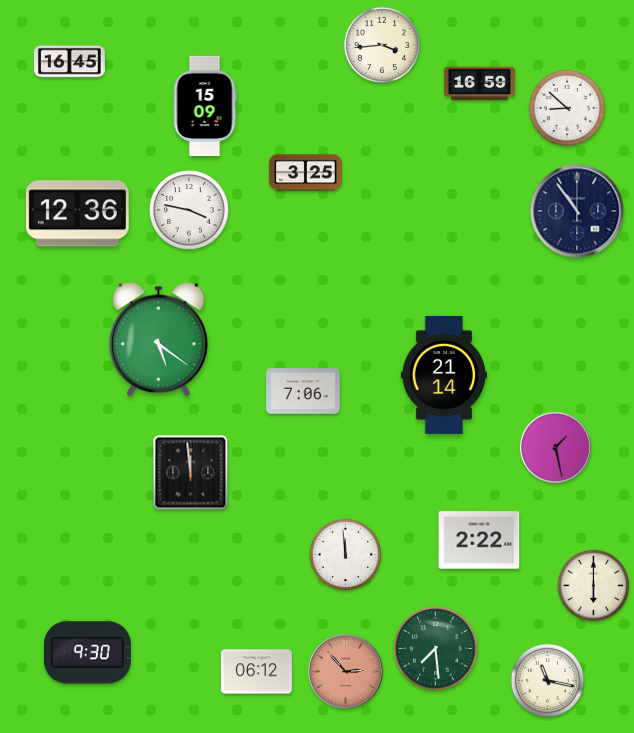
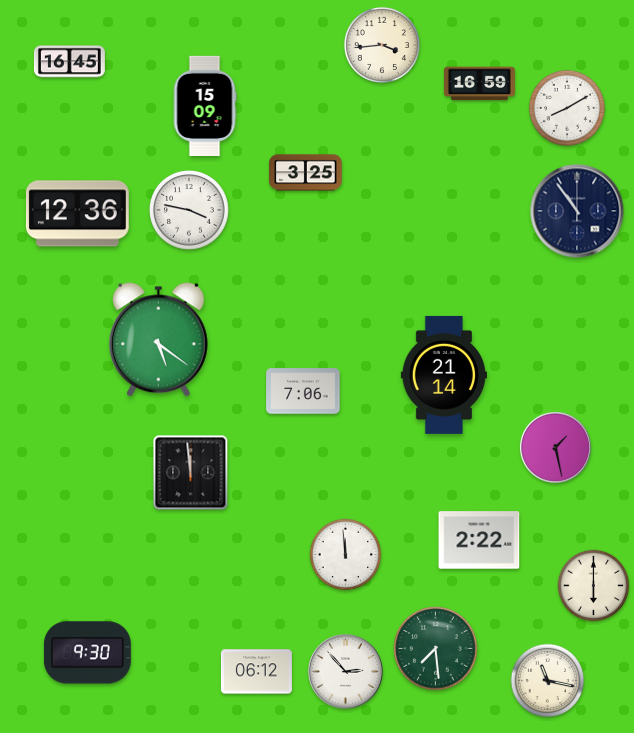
clock at (567, 108): 8:52 -> 8:10
clock at (346, 672) dial: salmon -> white
